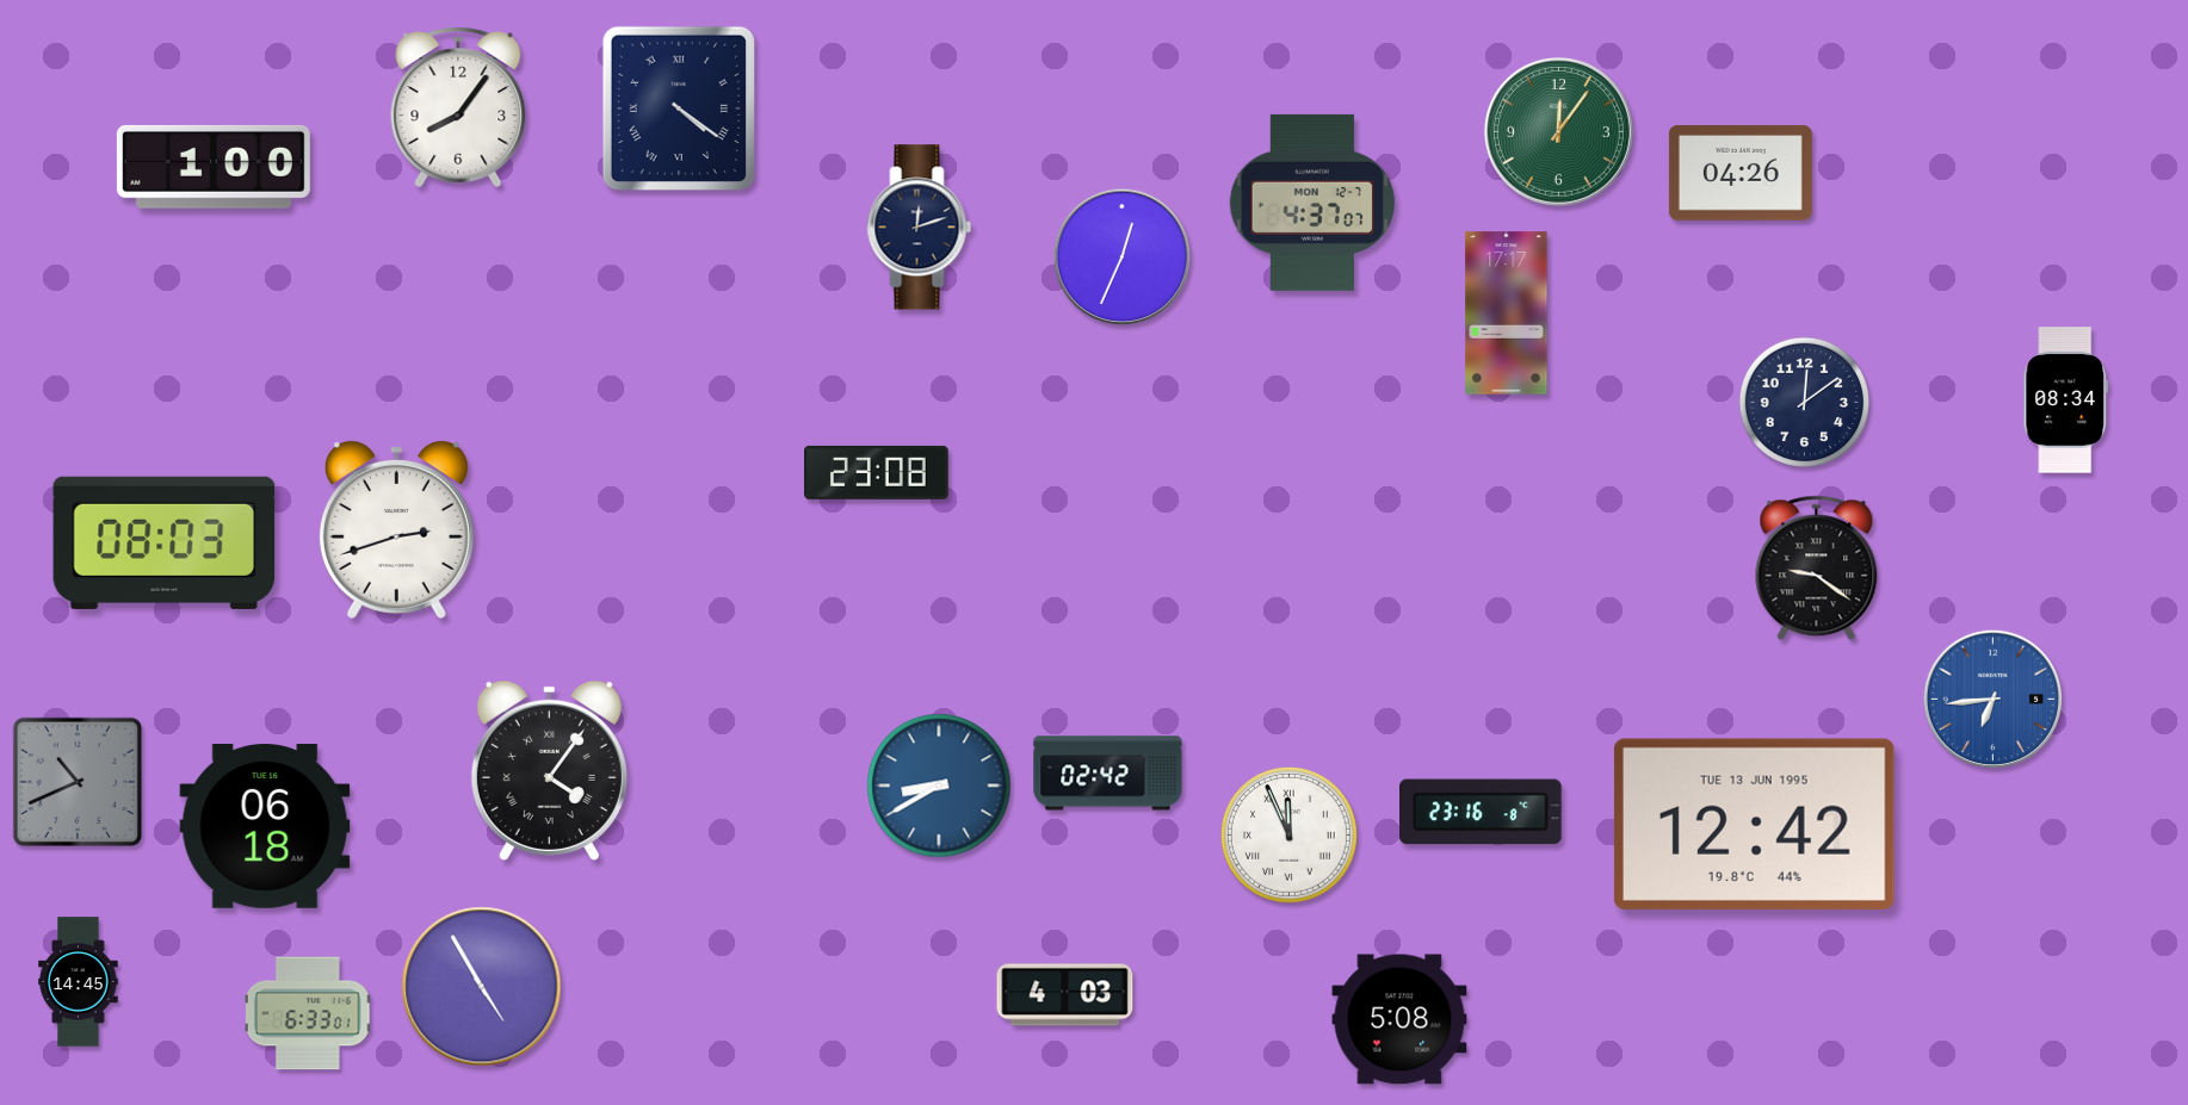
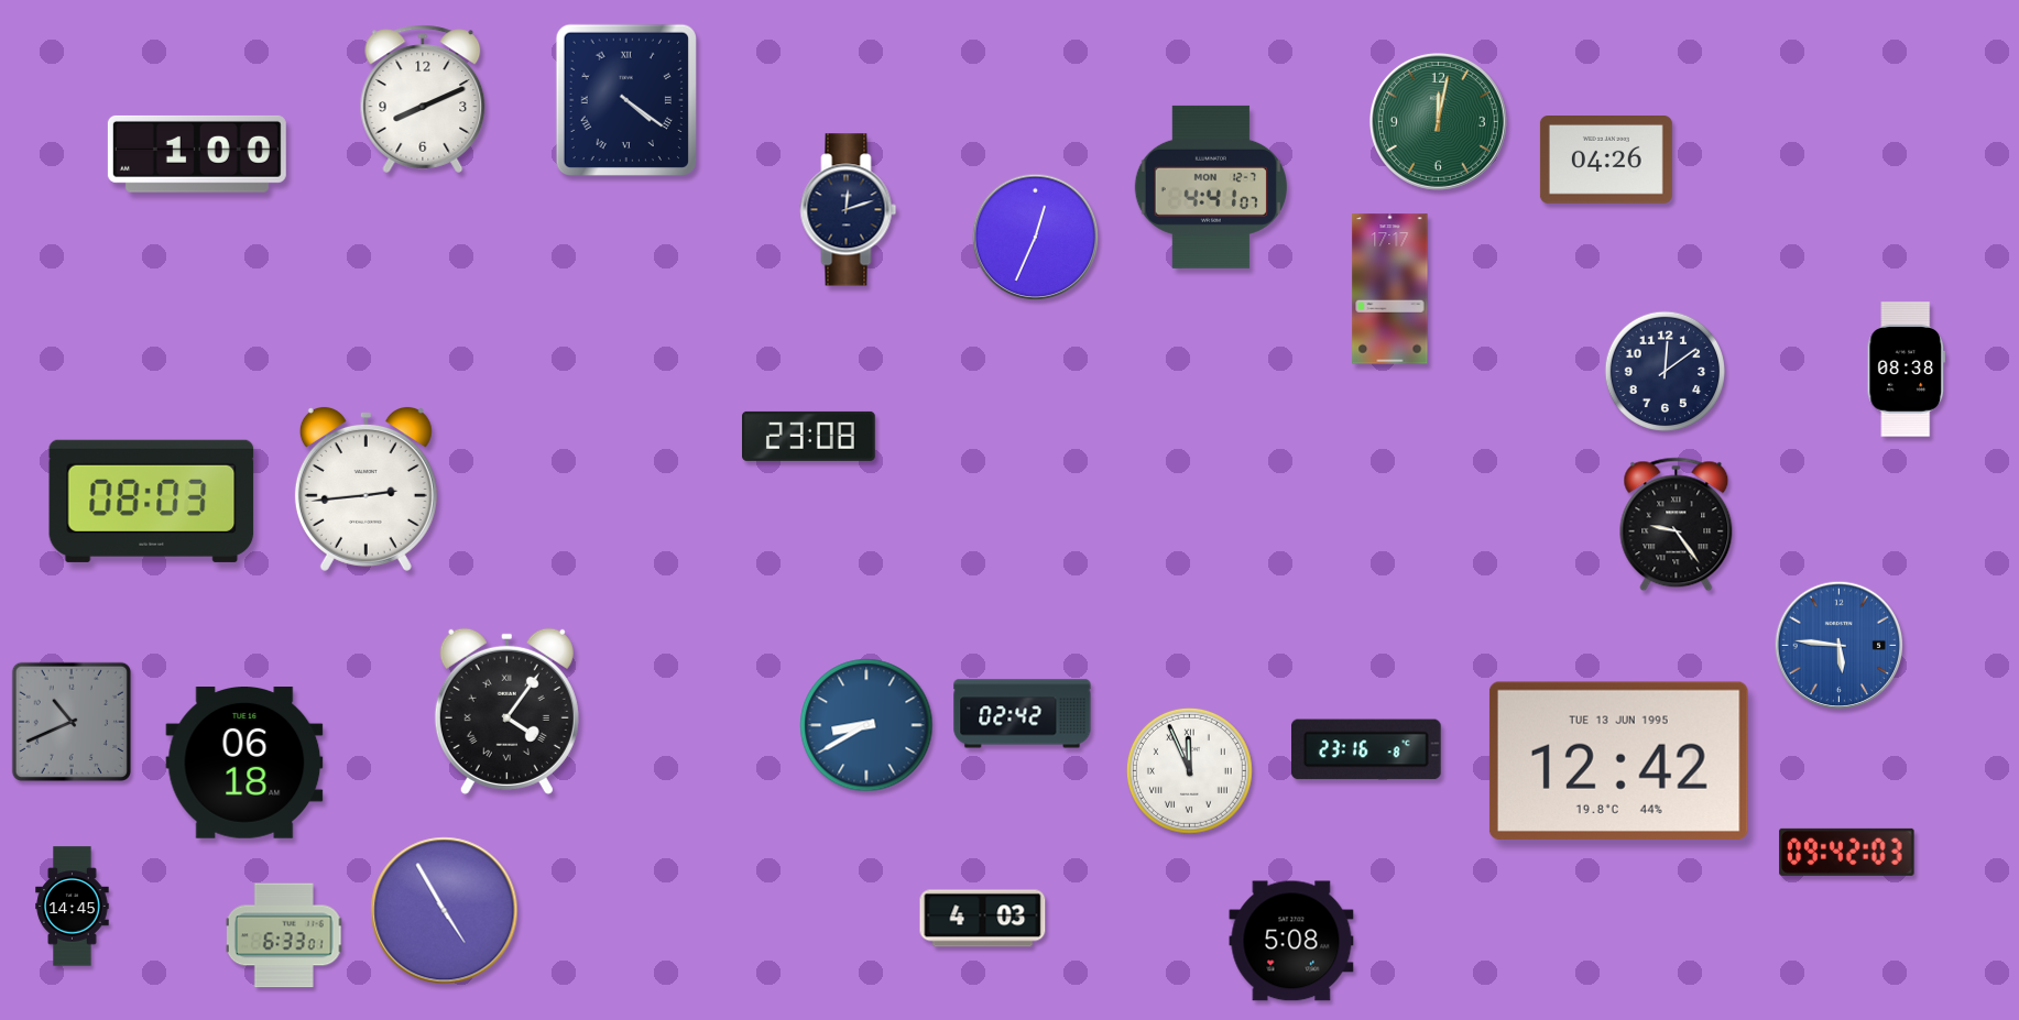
clock at (458, 107): 8:06 -> 8:11
clock at (1558, 131): 12:06 -> 12:02
clock at (1312, 203): 4:37 -> 4:41
clock at (2066, 401): 08:34 -> 08:38
clock at (396, 529): 2:42 -> 2:44
clock at (1817, 569): 9:21 -> 9:24
clock at (1994, 700): 6:44 -> 5:46
clock at (1847, 852): none -> 09:42
